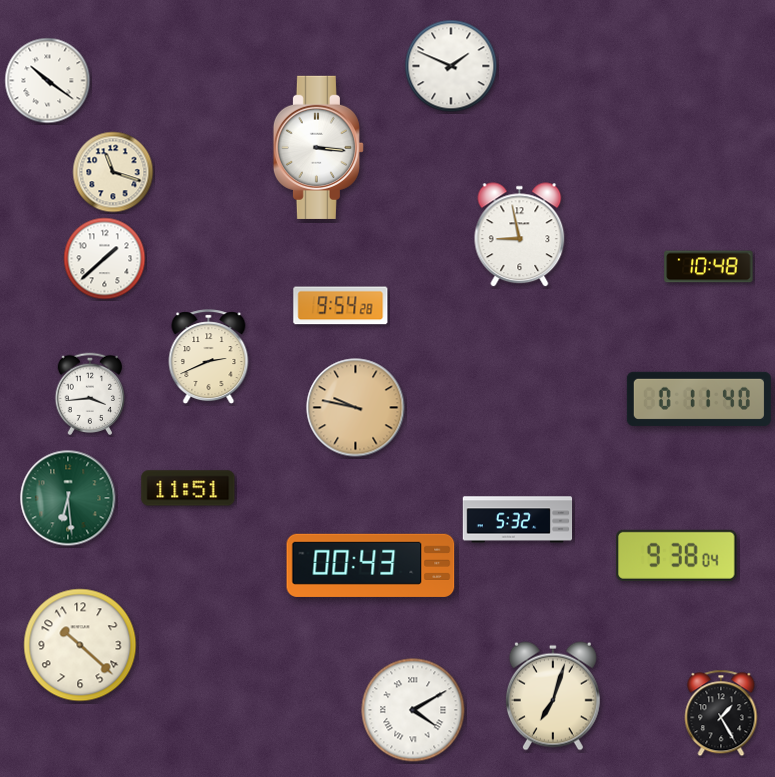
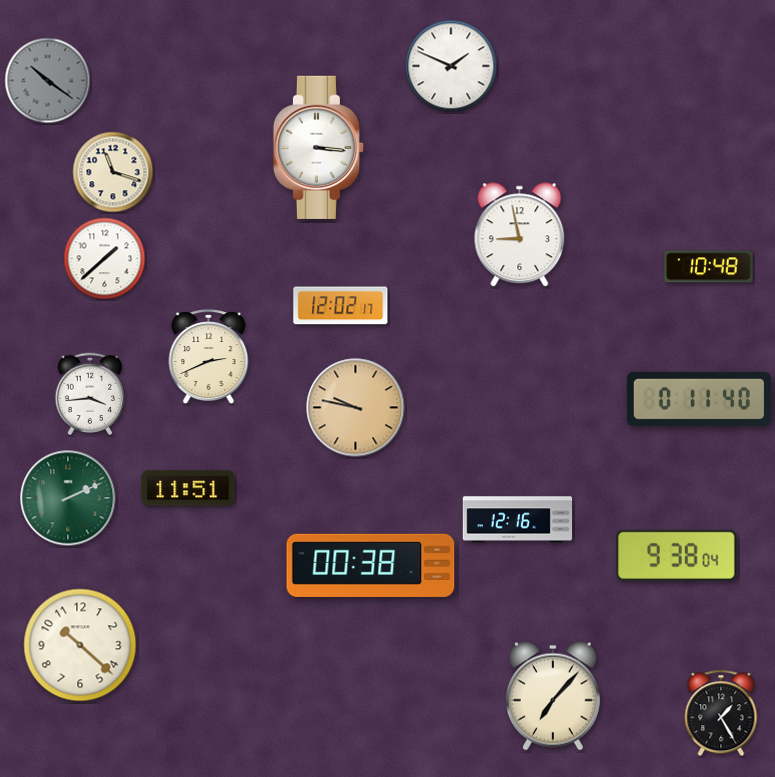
clock at (48, 81) dial: white -> grey
clock at (341, 306): 9:54 -> 12:02
clock at (68, 498): 6:29 -> 2:11
clock at (518, 520): 5:32 -> 12:16
clock at (371, 565): 00:43 -> 00:38
clock at (553, 696): 7:03 -> 7:07
clock at (413, 710): 4:10 -> none
